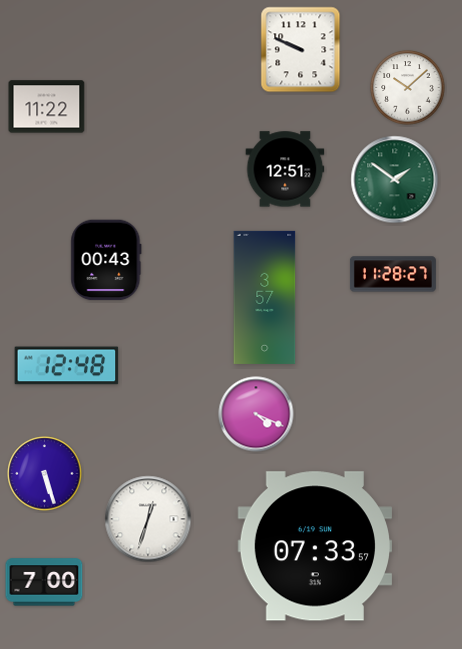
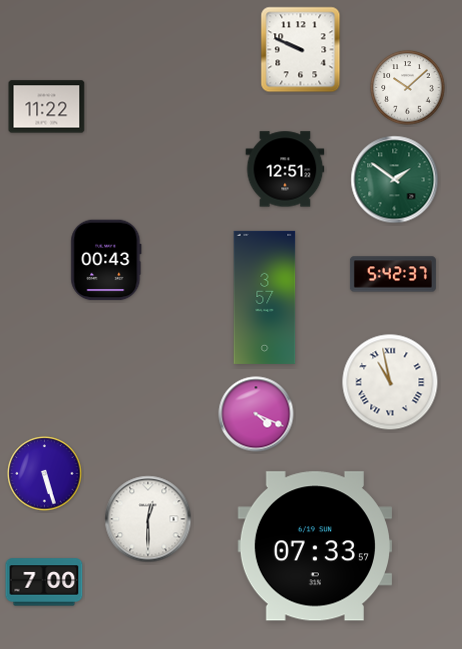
clock at (393, 274): 11:28 -> 5:42
clock at (67, 366): 12:48 -> none
clock at (390, 382): none -> 10:58
clock at (148, 519): 12:33 -> 12:30
